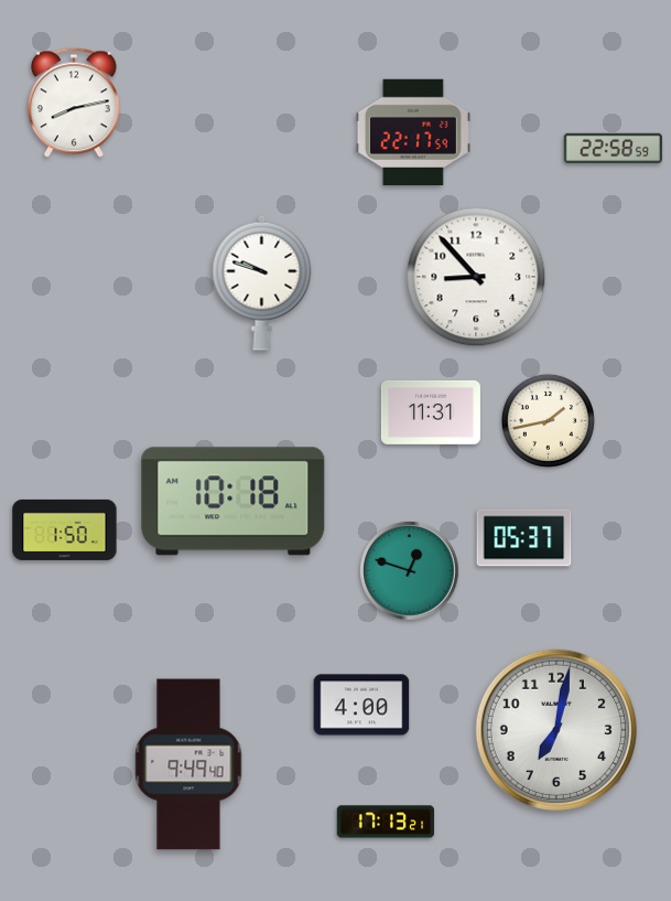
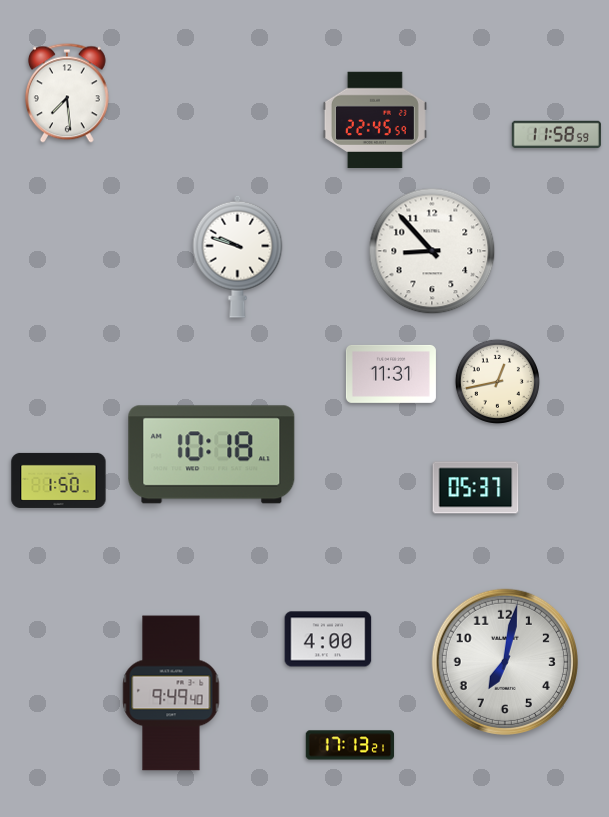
clock at (74, 103): 8:13 -> 7:29
clock at (413, 132): 22:17 -> 22:45
clock at (613, 148): 22:58 -> 11:58
clock at (548, 420): 1:43 -> 12:43
clock at (410, 571): 12:48 -> none
